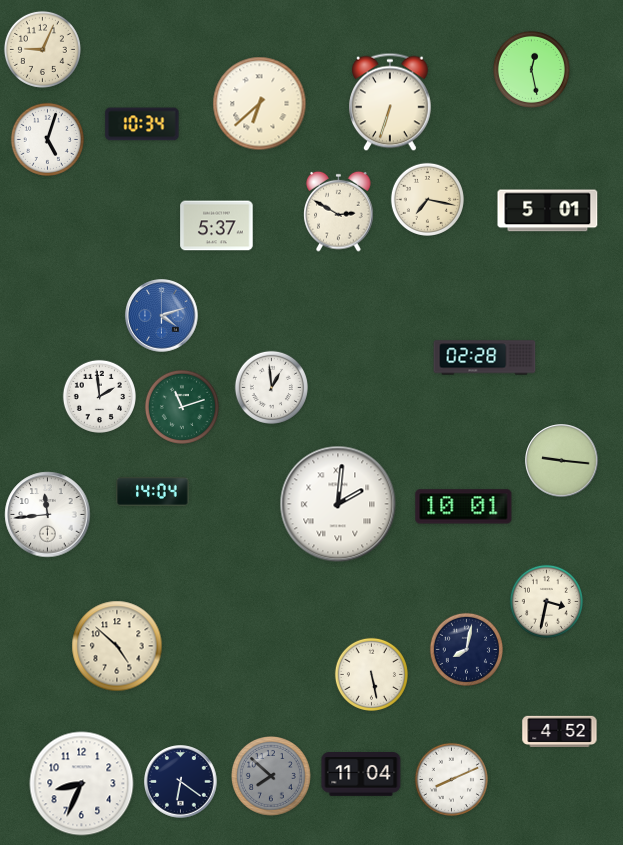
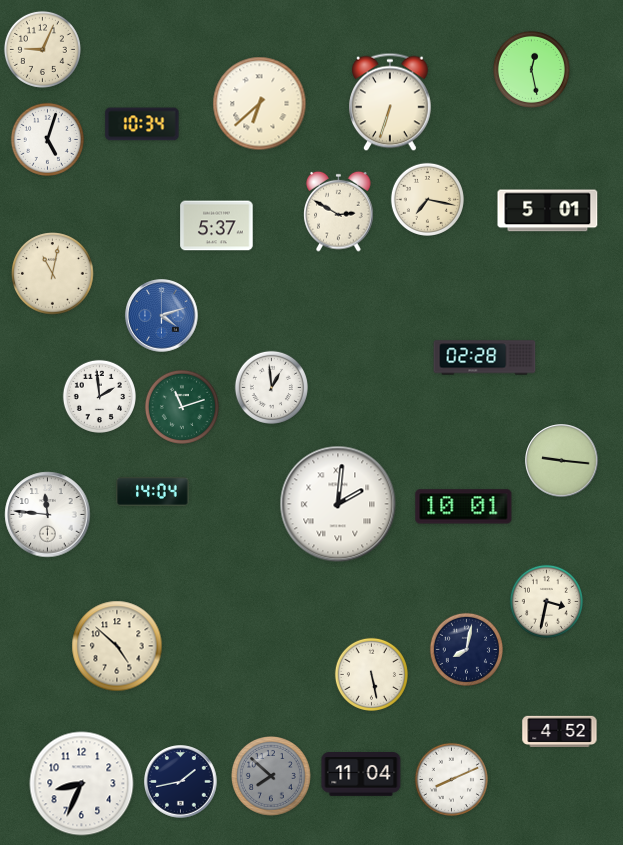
clock at (53, 274): none -> 11:02
clock at (48, 515): 11:44 -> 11:46
clock at (181, 782): 6:21 -> 1:43
